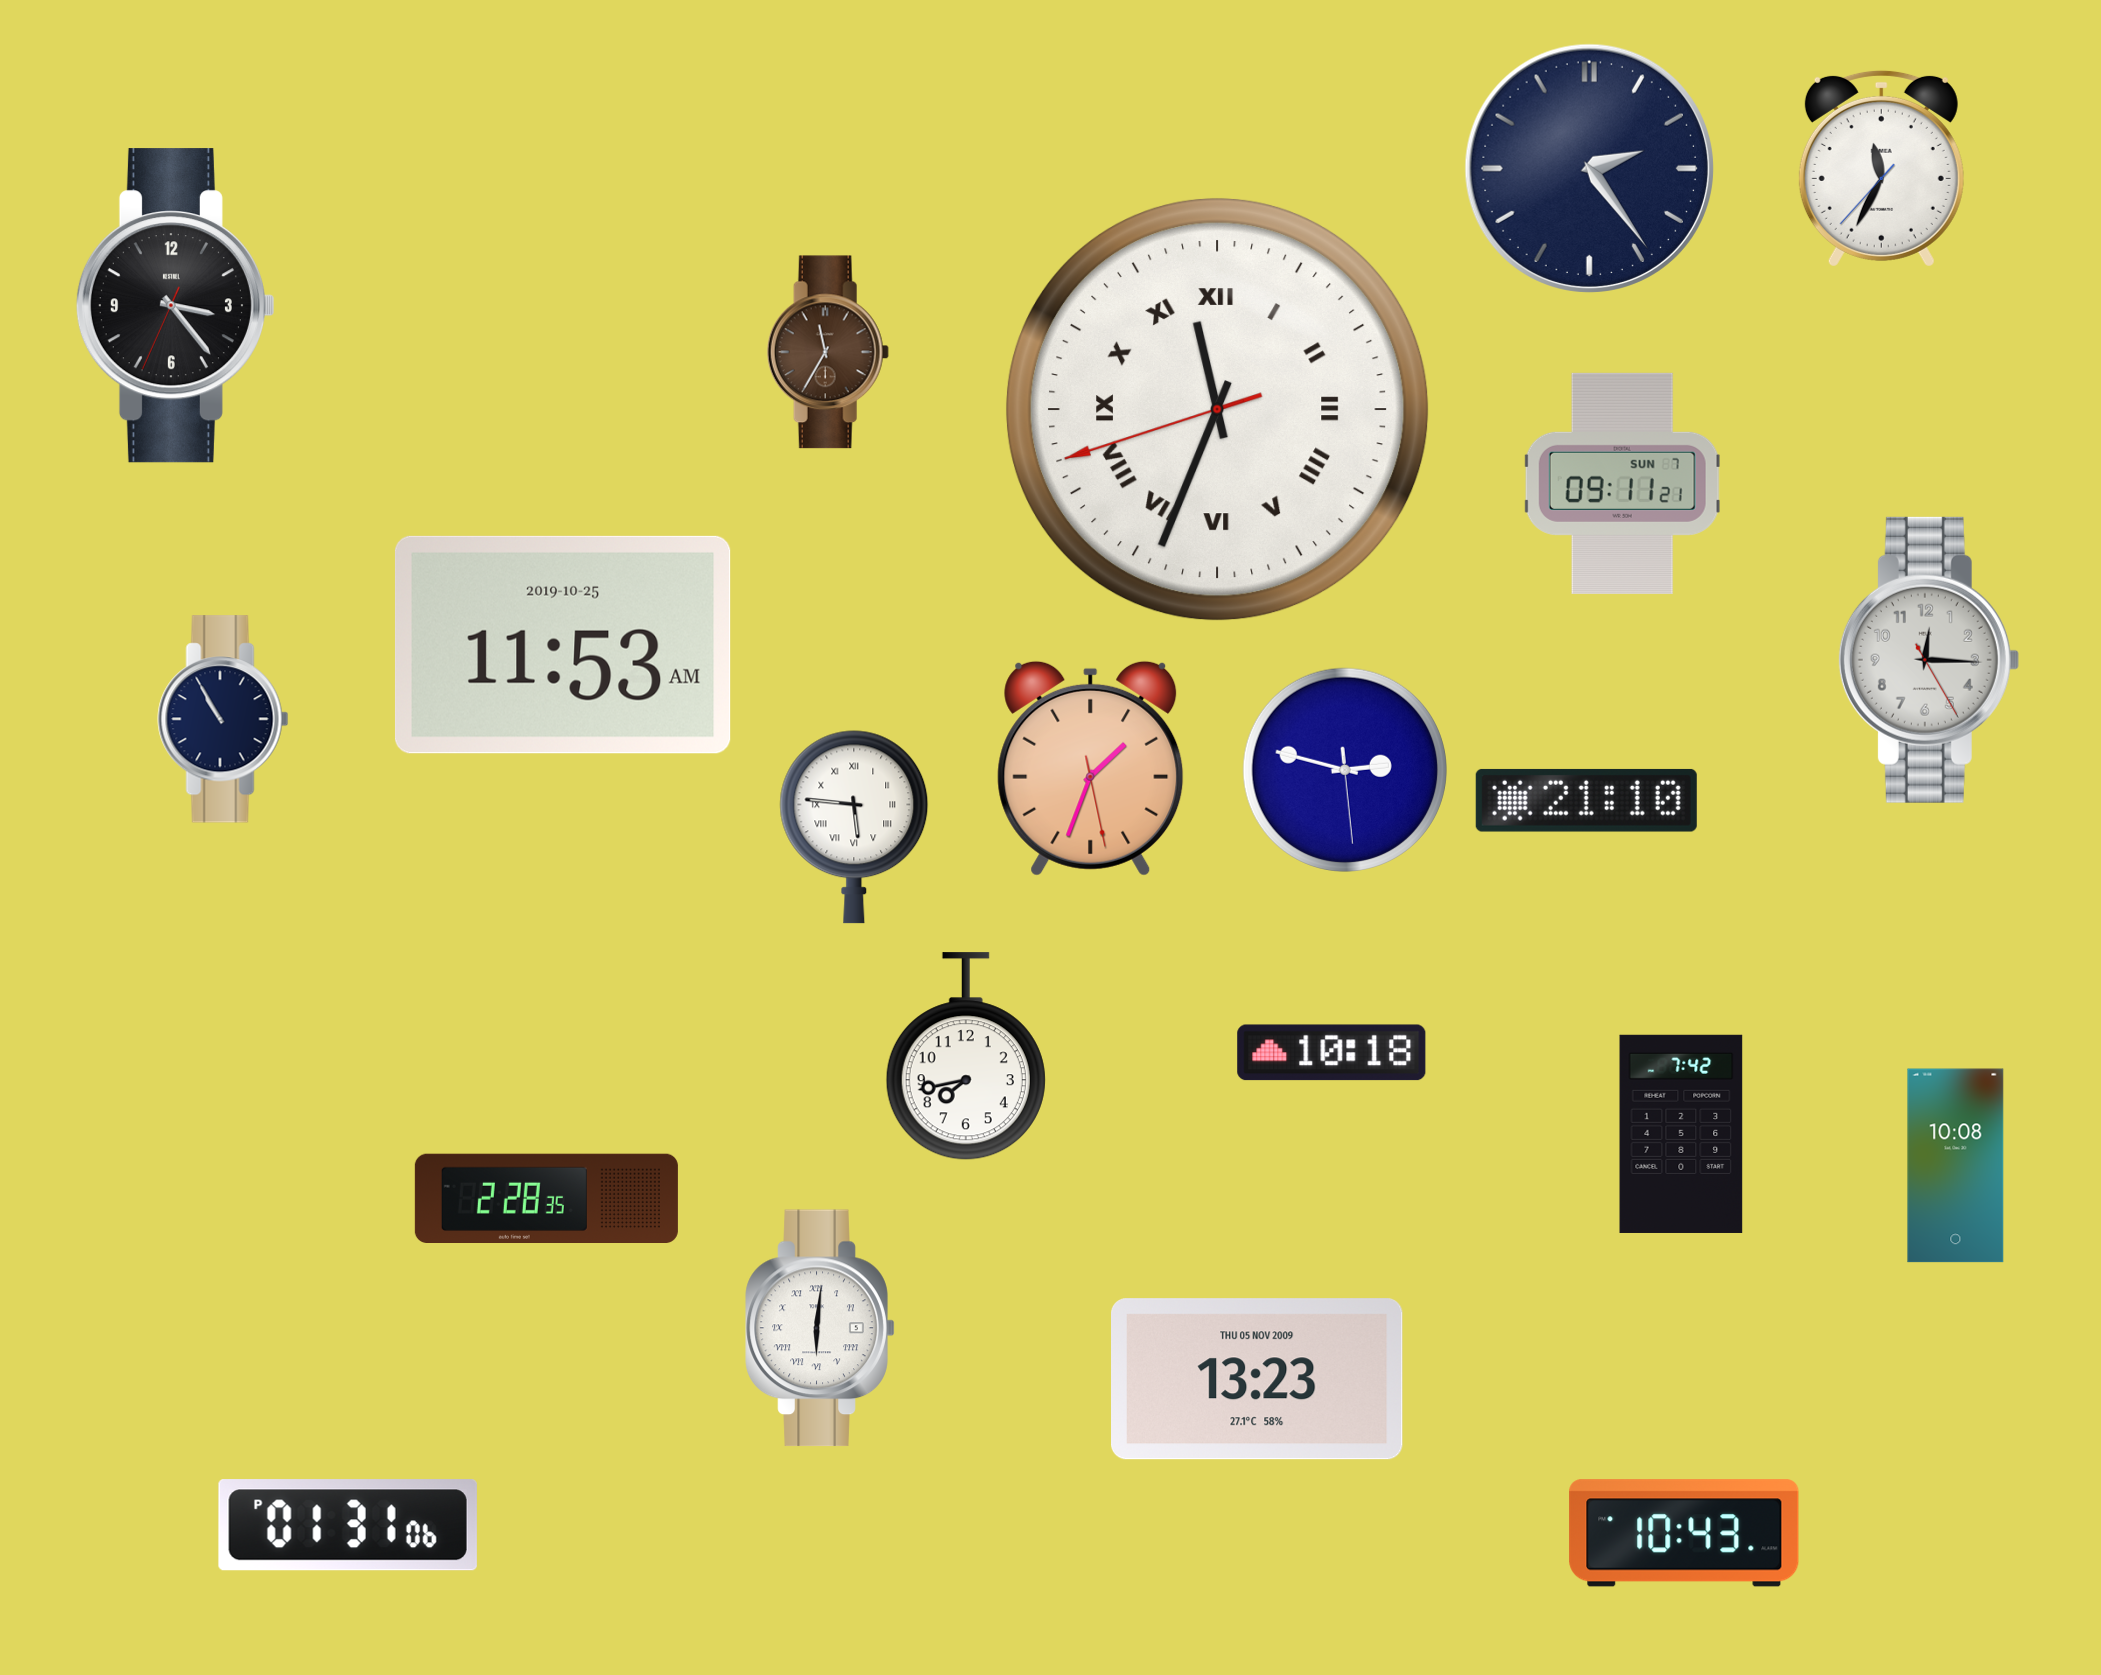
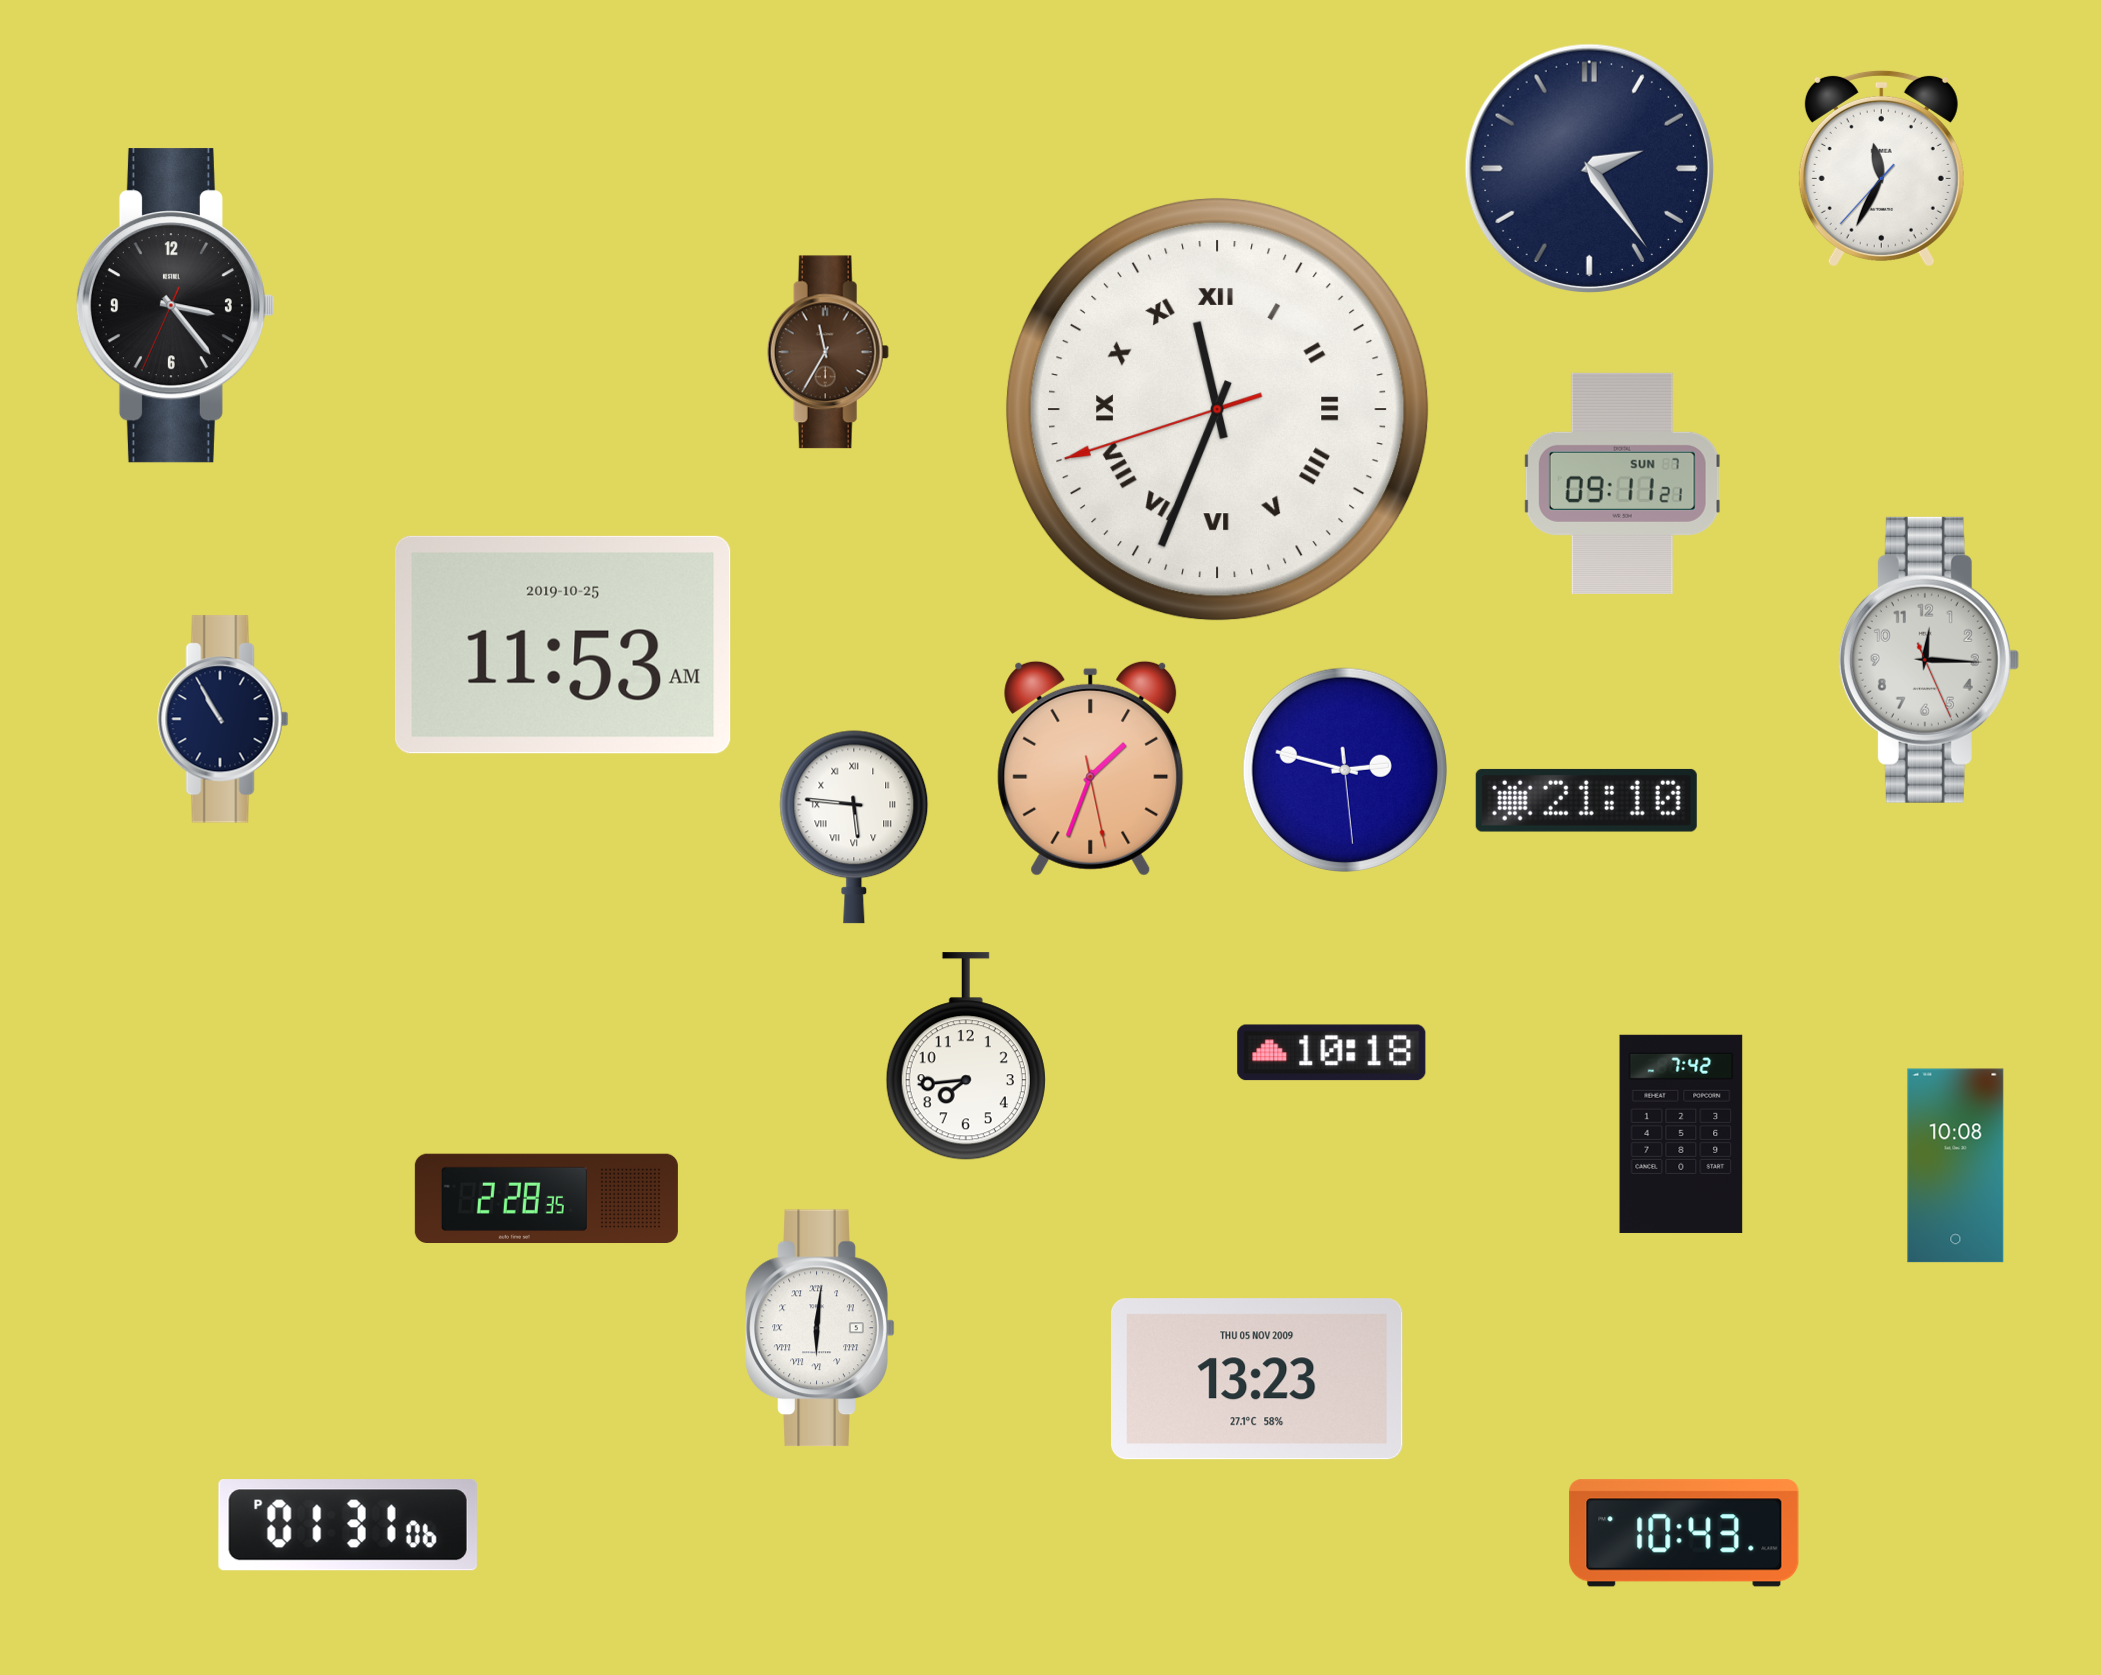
clock at (1928, 660): 12:15:25 -> 12:15:26
clock at (966, 1057): 7:43 -> 7:44
